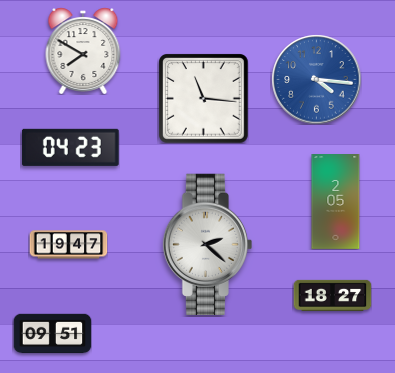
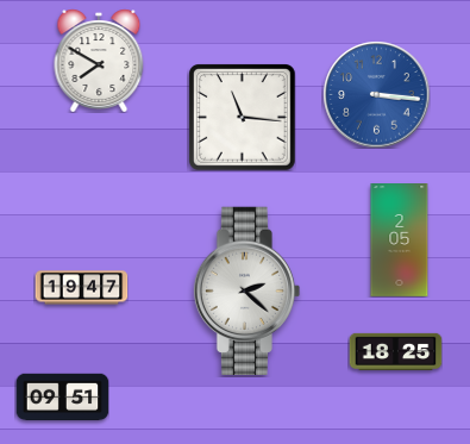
clock at (316, 79): 4:16 -> 3:16
clock at (70, 147): 04:23 -> none
clock at (68, 245) position: (68, 245) -> (81, 288)
clock at (332, 295): 18:27 -> 18:25
